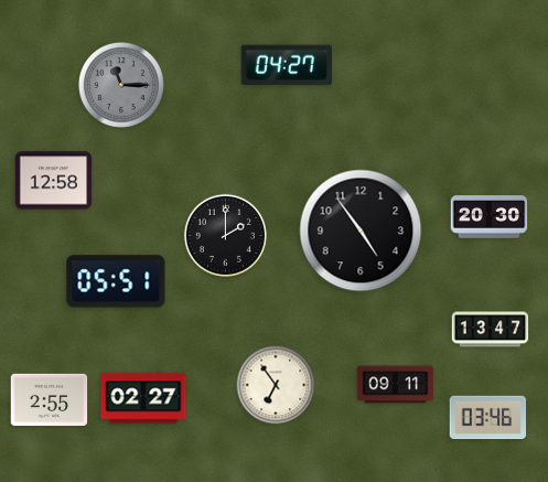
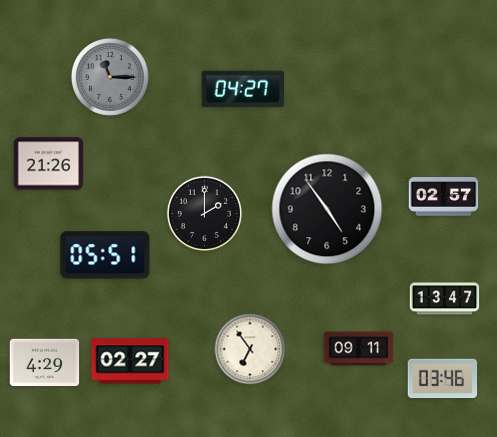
clock at (287, 65) position: (287, 65) -> (243, 89)
clock at (54, 181): 12:58 -> 21:26
clock at (490, 217): 20:30 -> 02:57
clock at (50, 400): 2:55 -> 4:29
